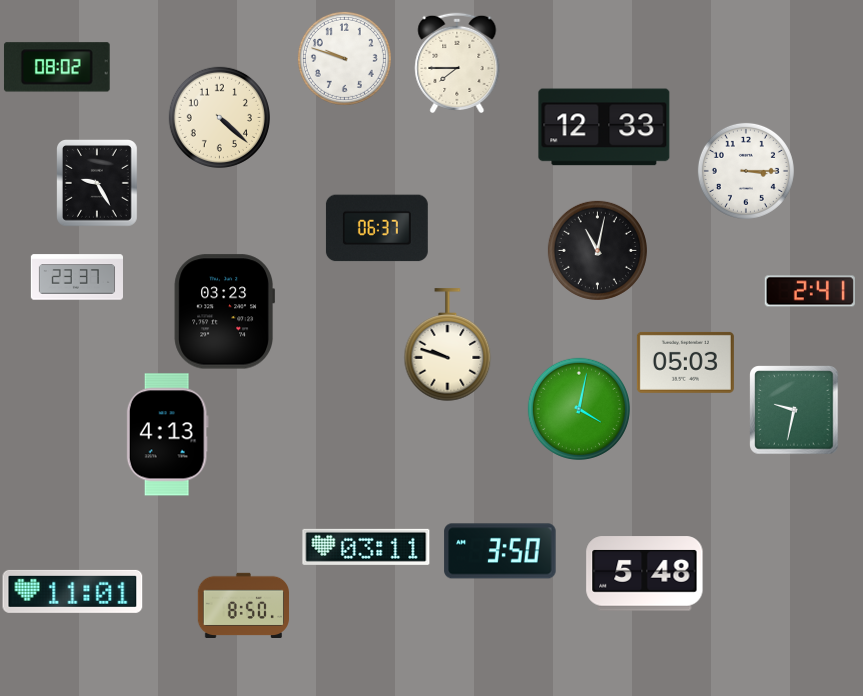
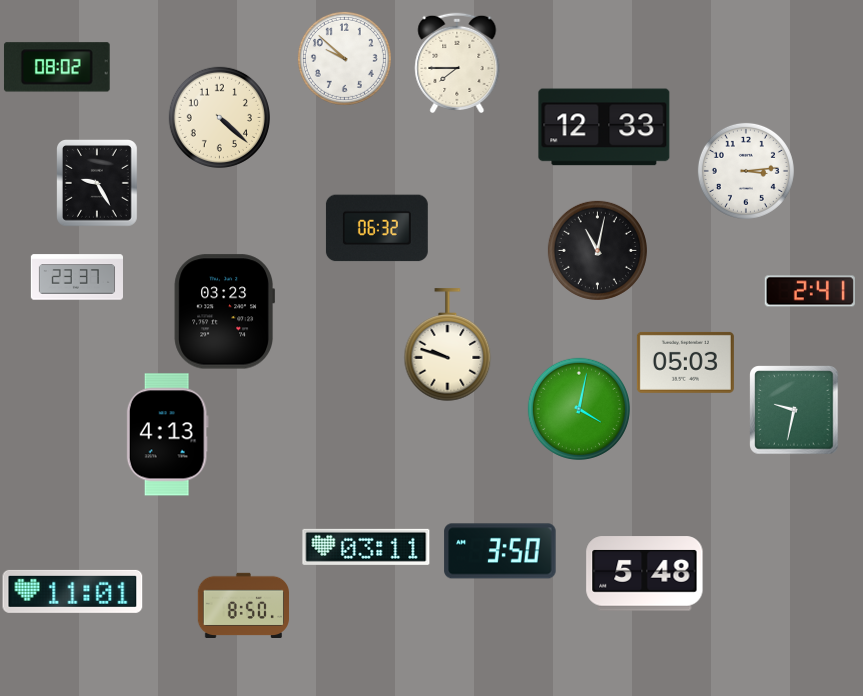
clock at (344, 58): 9:48 -> 9:52
clock at (746, 171): 3:15 -> 3:14
clock at (377, 228): 06:37 -> 06:32
